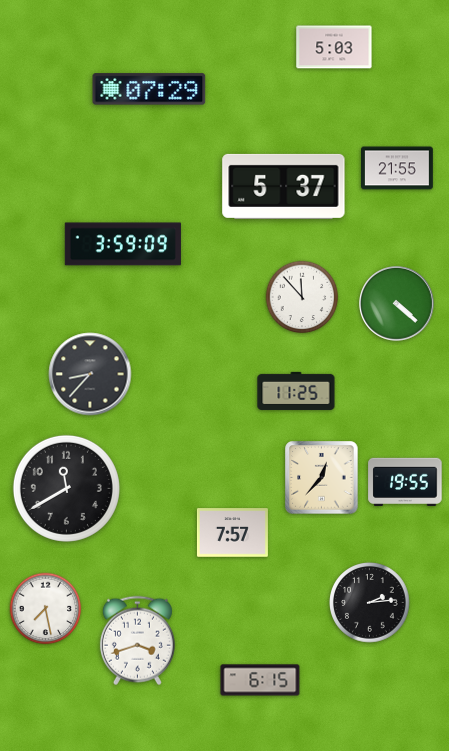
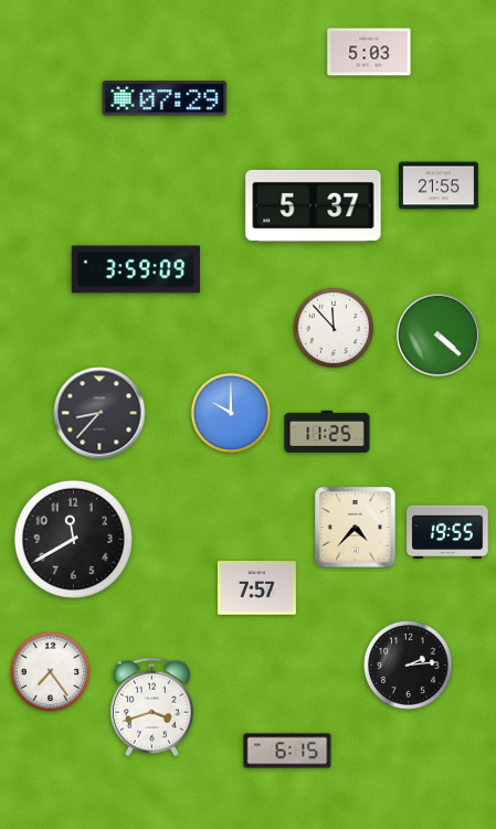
clock at (231, 413): none -> 10:00
clock at (322, 478): 12:37 -> 4:37
clock at (46, 609): 7:28 -> 7:24
